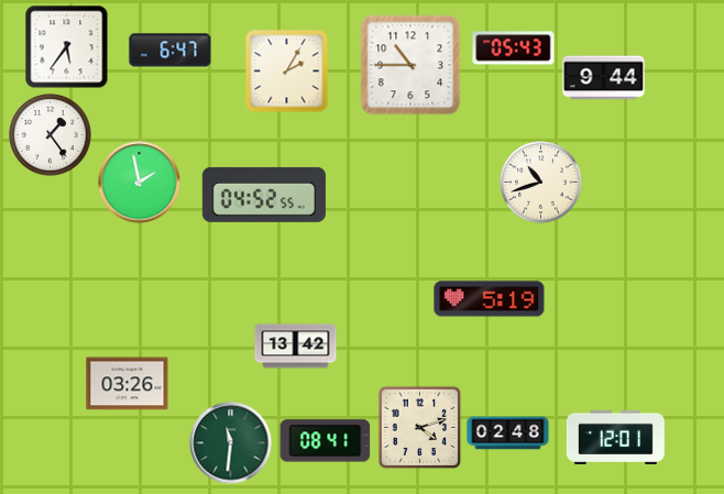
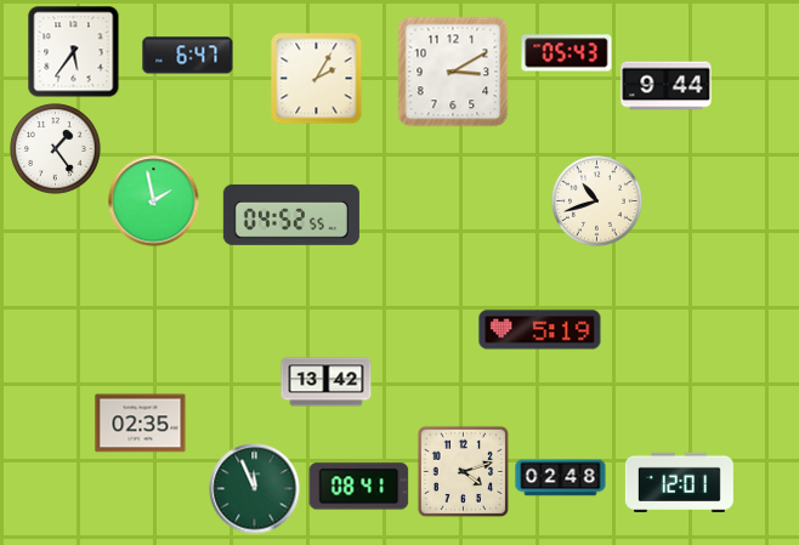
clock at (410, 65): 10:45 -> 3:10
clock at (128, 384): 03:26 -> 02:35
clock at (231, 443): 11:31 -> 11:56
